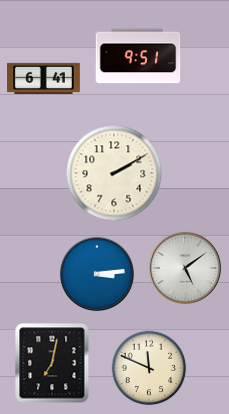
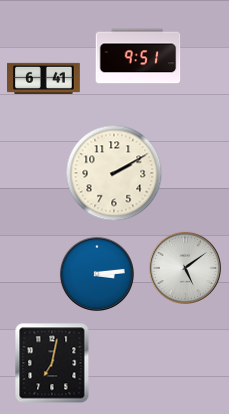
clock at (149, 368): 11:49 -> none
